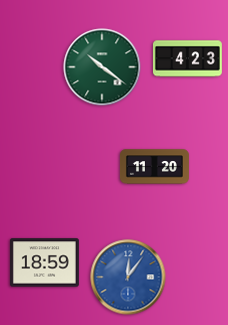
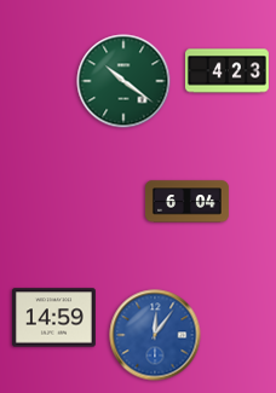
clock at (155, 167): 11:20 -> 6:04
clock at (44, 263): 18:59 -> 14:59
